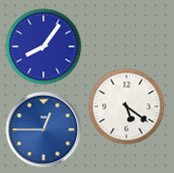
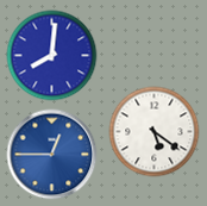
clock at (44, 47): 8:06 -> 8:01
clock at (127, 107) position: (127, 107) -> (155, 132)
